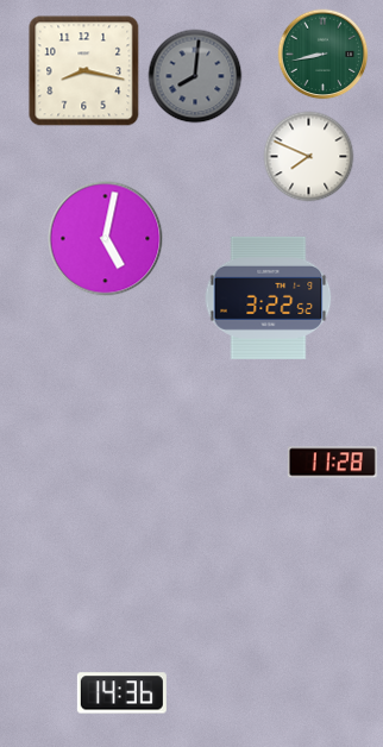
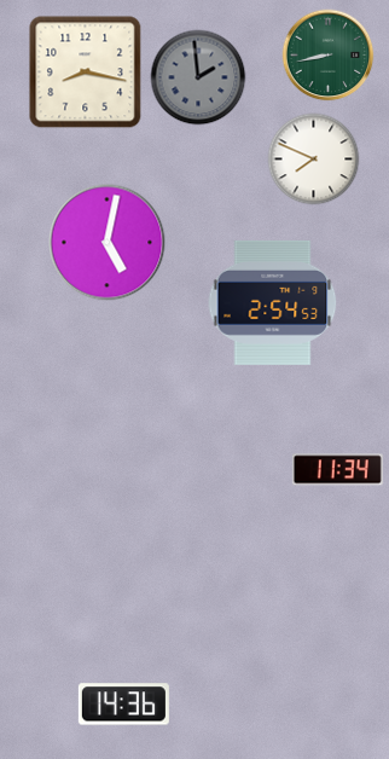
clock at (195, 76): 8:01 -> 1:59
clock at (269, 297): 3:22 -> 2:54
clock at (332, 463): 11:28 -> 11:34
